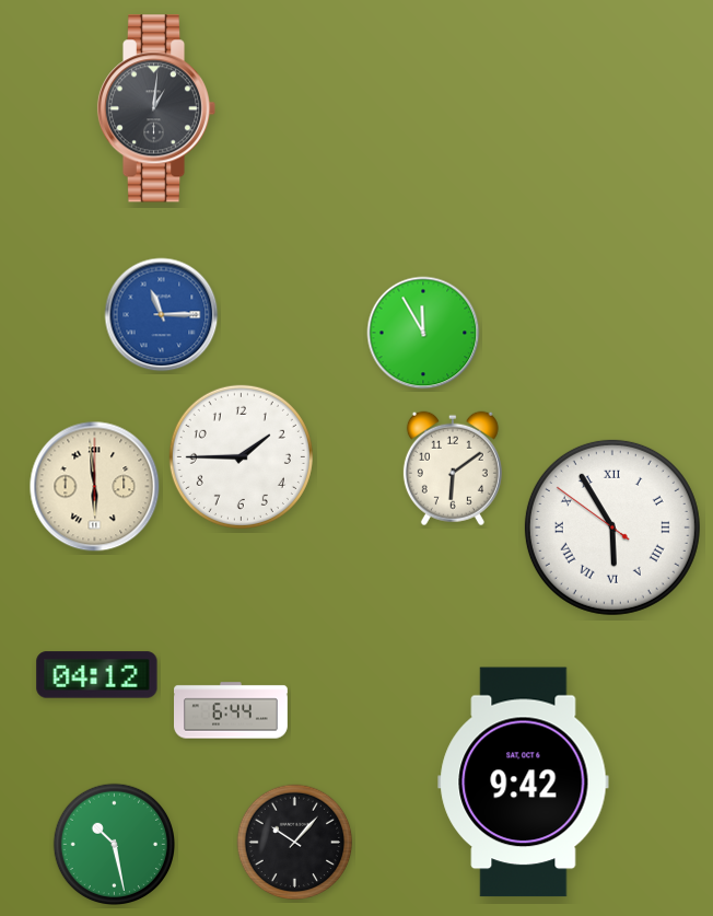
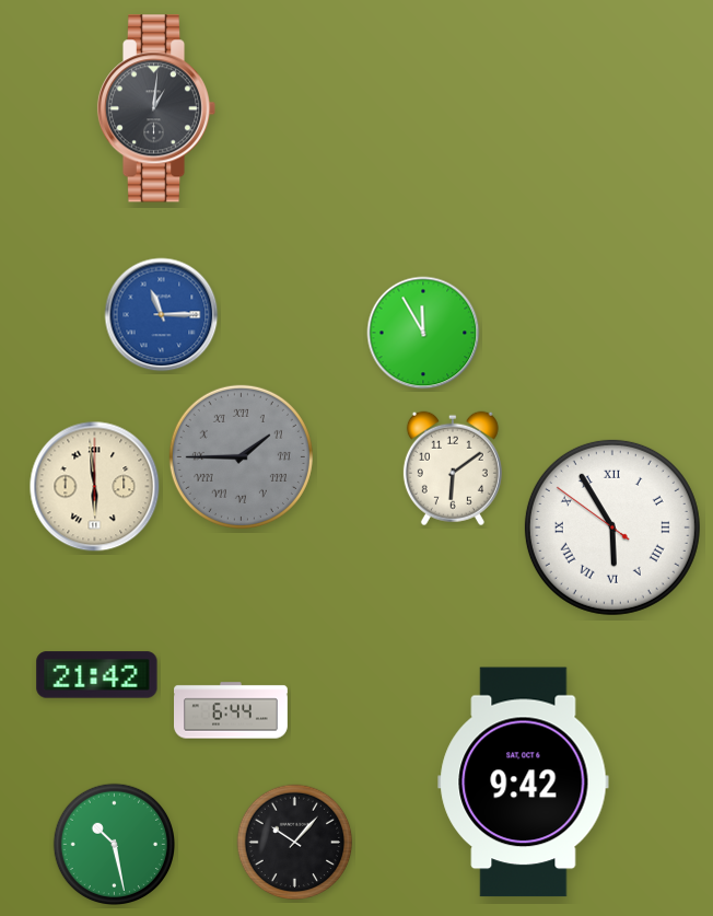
clock at (241, 456) dial: white -> grey
clock at (241, 456) numerals: Arabic -> Roman
clock at (97, 675): 04:12 -> 21:42
